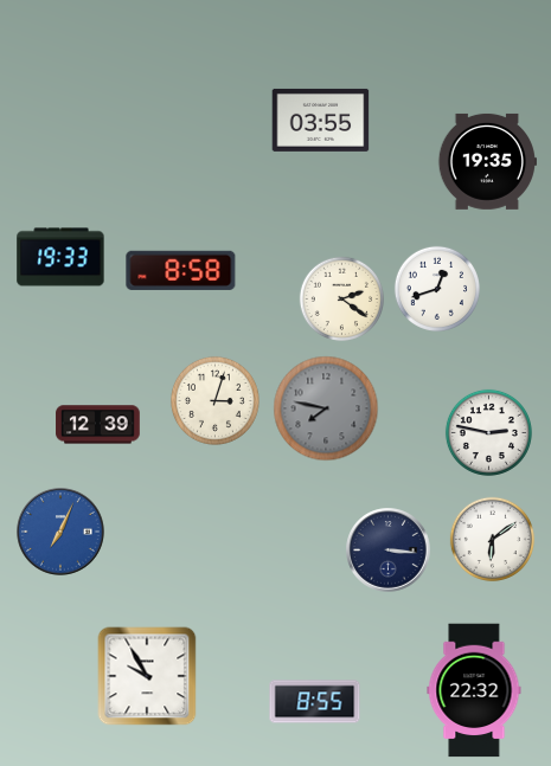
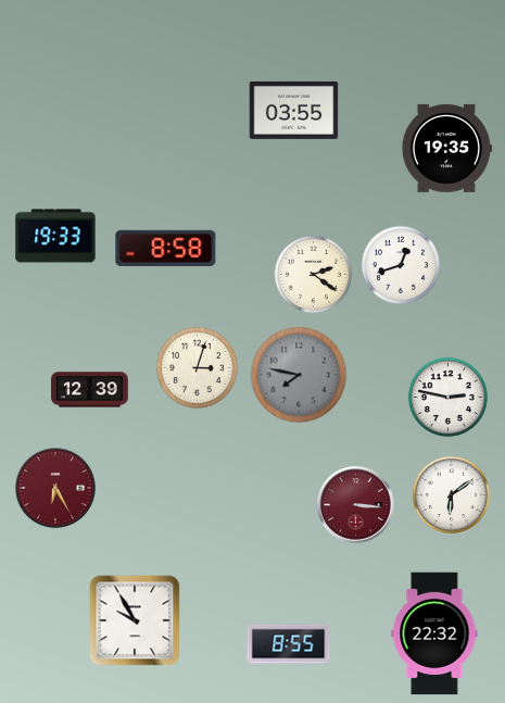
clock at (60, 532): 7:04 -> 6:25
clock at (60, 532) dial: blue -> burgundy
clock at (389, 551) dial: navy -> burgundy
